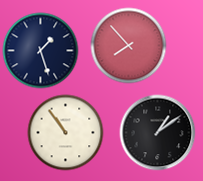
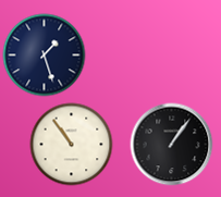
clock at (129, 46): 7:53 -> none
clock at (158, 133): 1:09 -> 1:06
